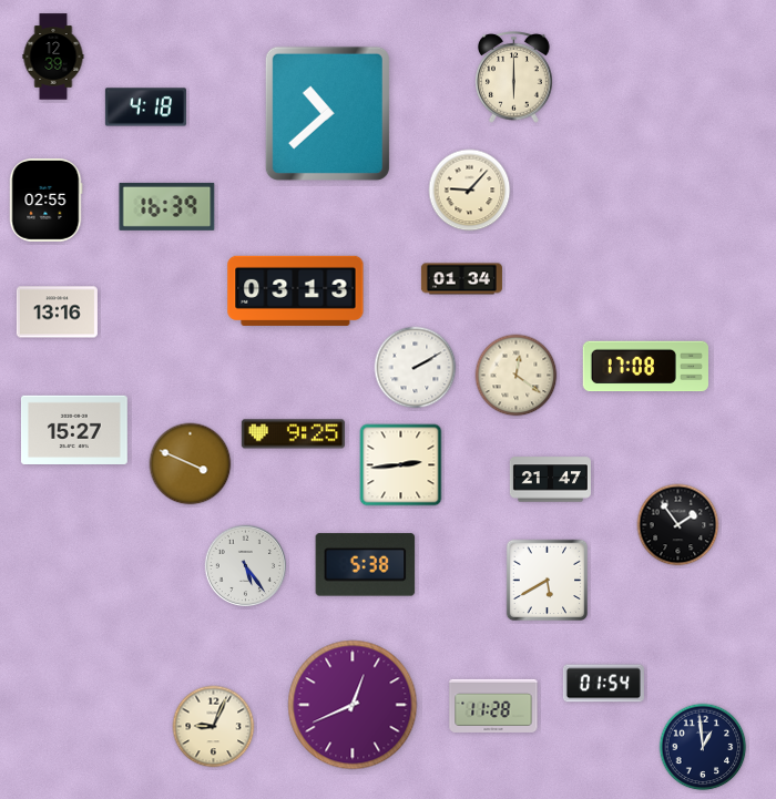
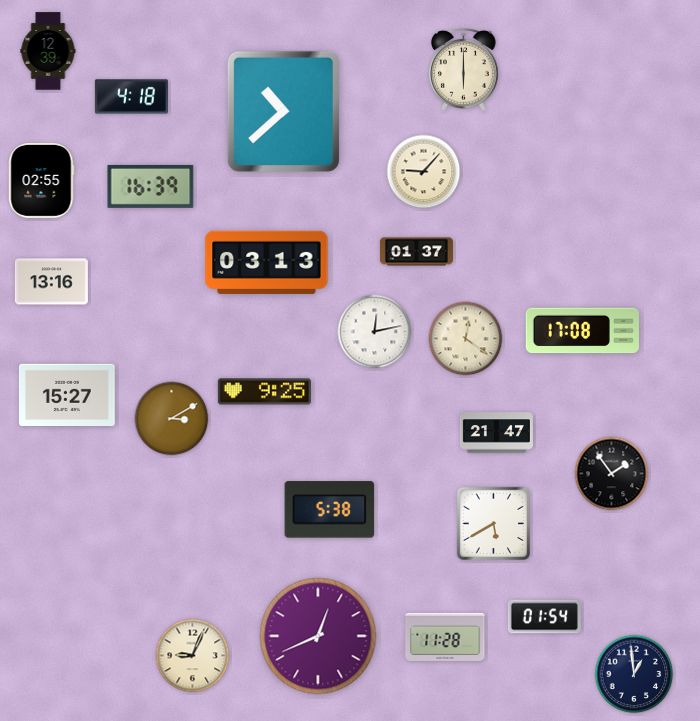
clock at (327, 113) position: (327, 113) -> (283, 111)
clock at (461, 279): 01:34 -> 01:37
clock at (416, 368): 2:10 -> 12:13
clock at (74, 429) position: (74, 429) -> (67, 394)
clock at (191, 464): 3:49 -> 3:10
clock at (401, 465): 2:44 -> none
clock at (246, 566): 5:24 -> none
